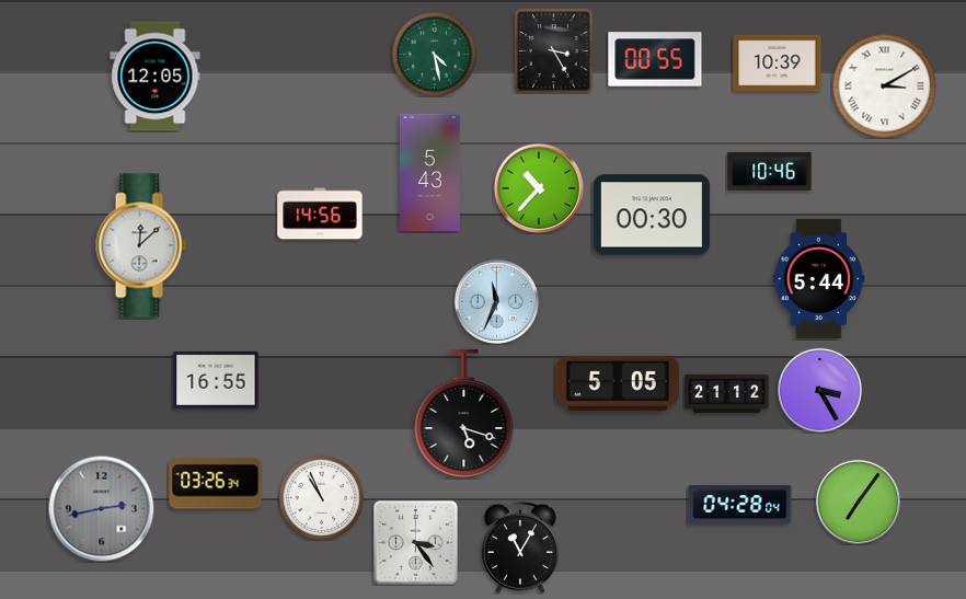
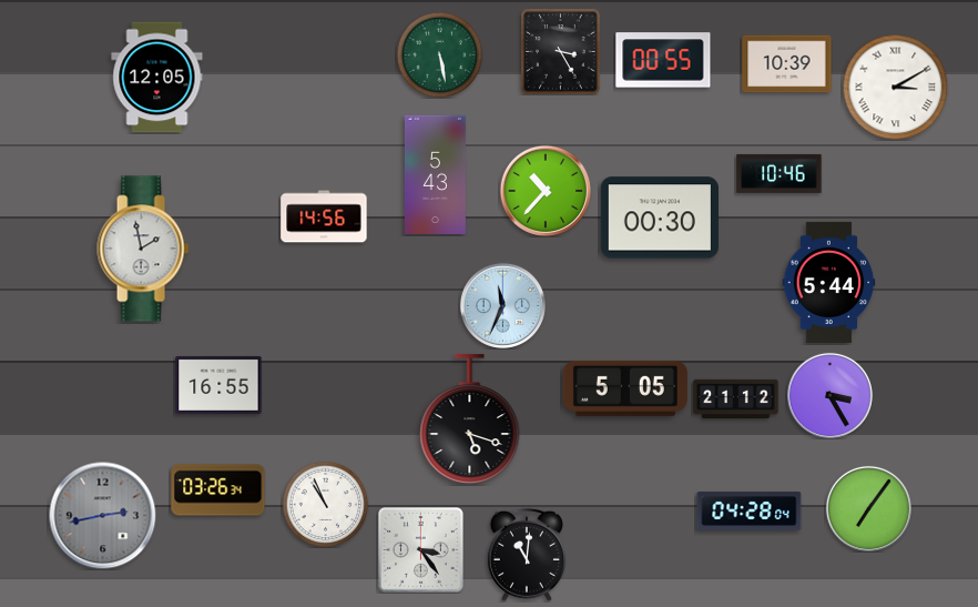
clock at (434, 54): 4:28 -> 5:28
clock at (141, 245): 12:08 -> 1:58
clock at (520, 548): 11:05 -> 11:01
